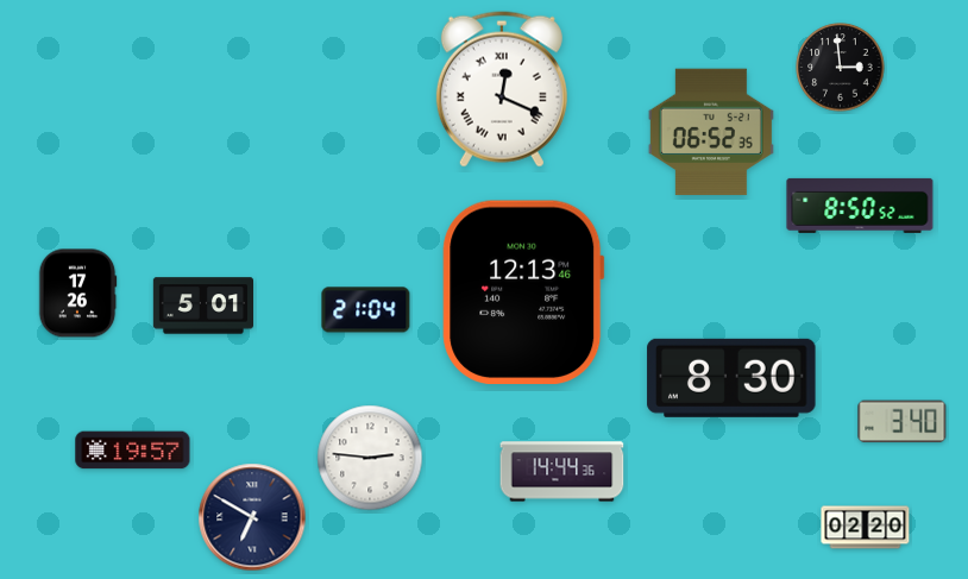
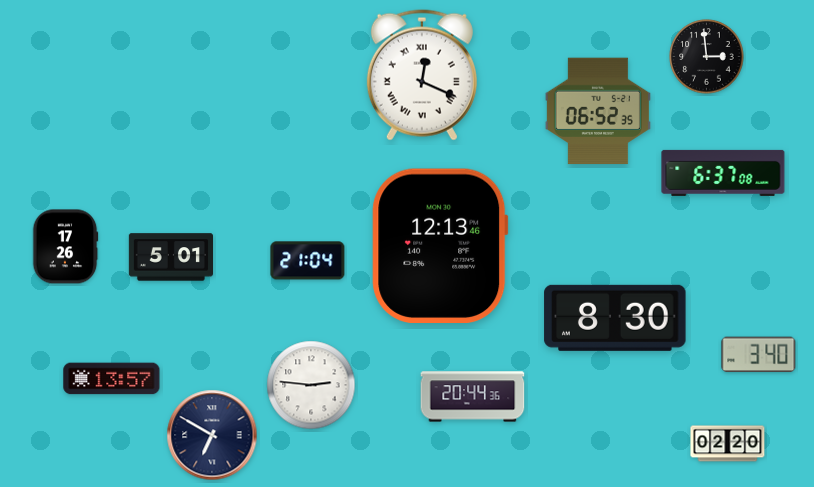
clock at (860, 206): 8:50 -> 6:37
clock at (133, 451): 19:57 -> 13:57
clock at (562, 472): 14:44 -> 20:44
